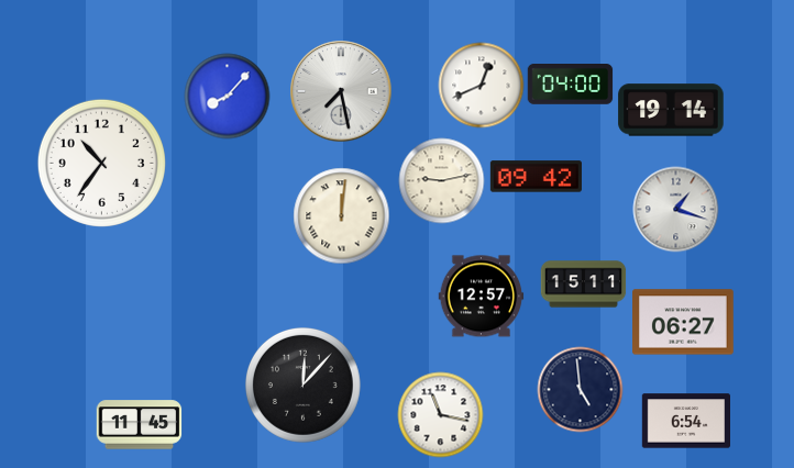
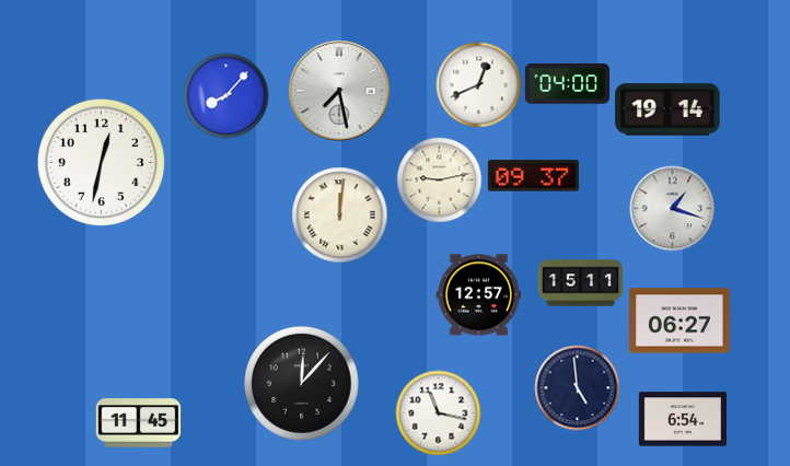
clock at (101, 163): 10:36 -> 12:32
clock at (536, 177): 09:42 -> 09:37
